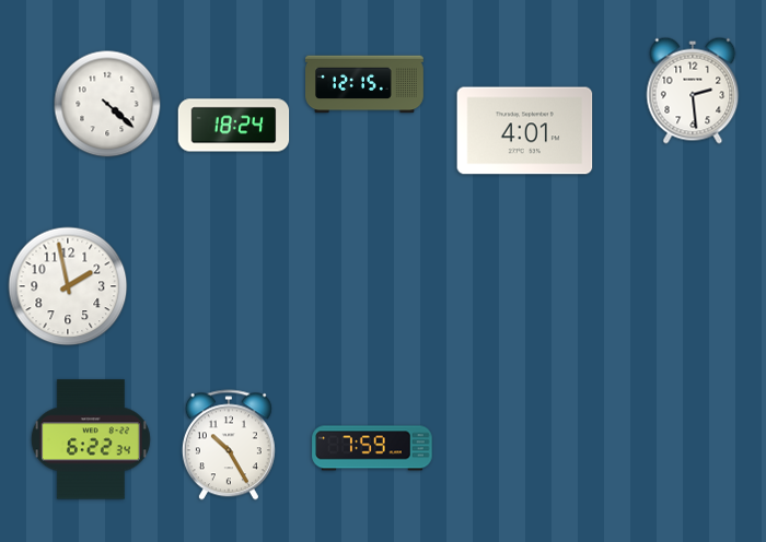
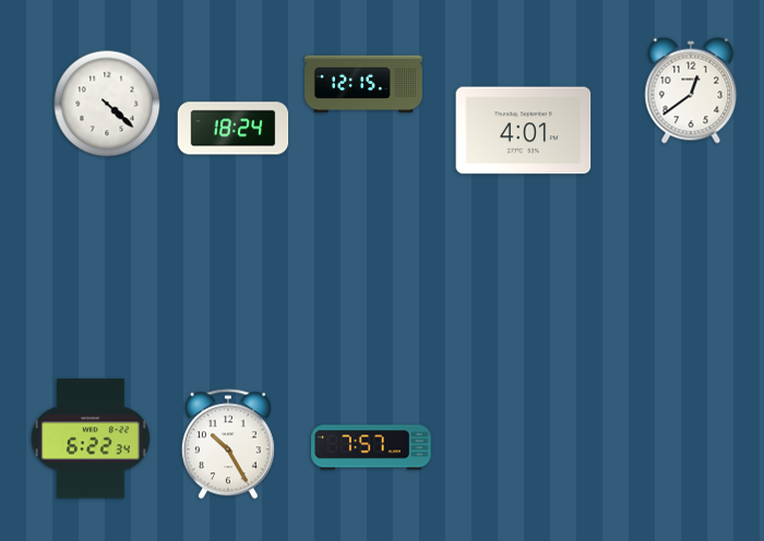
clock at (693, 91): 2:29 -> 12:39
clock at (234, 126) position: (234, 126) -> (234, 129)
clock at (68, 286): 1:58 -> none
clock at (372, 448): 7:59 -> 7:57
